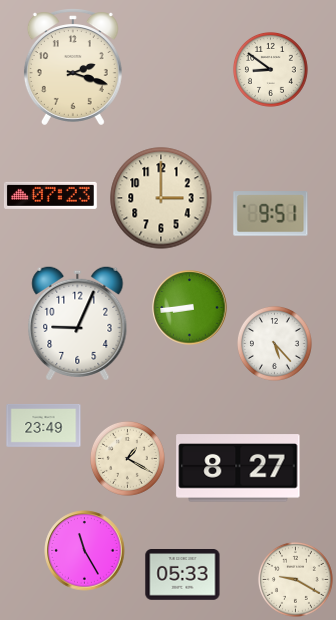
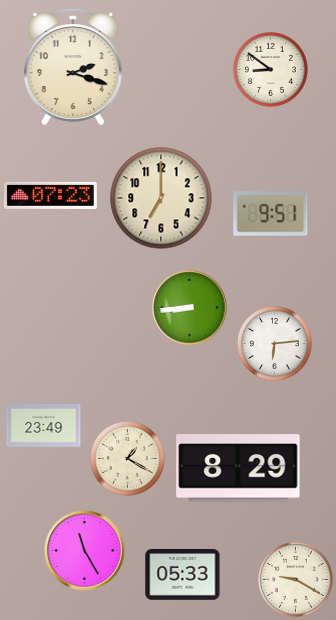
clock at (161, 198): 3:00 -> 7:00
clock at (78, 322): 9:04 -> none
clock at (274, 343): 5:23 -> 6:14
clock at (238, 468): 8:27 -> 8:29
